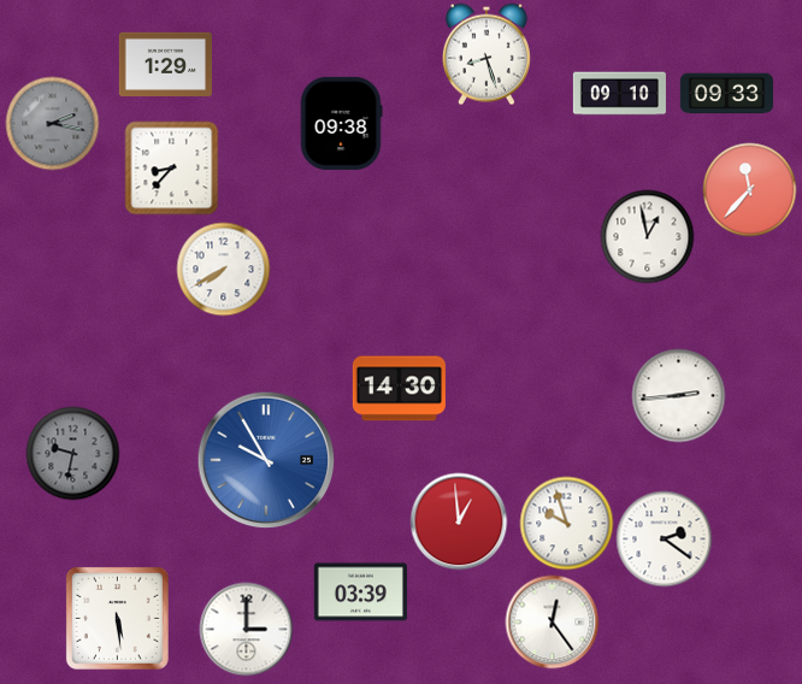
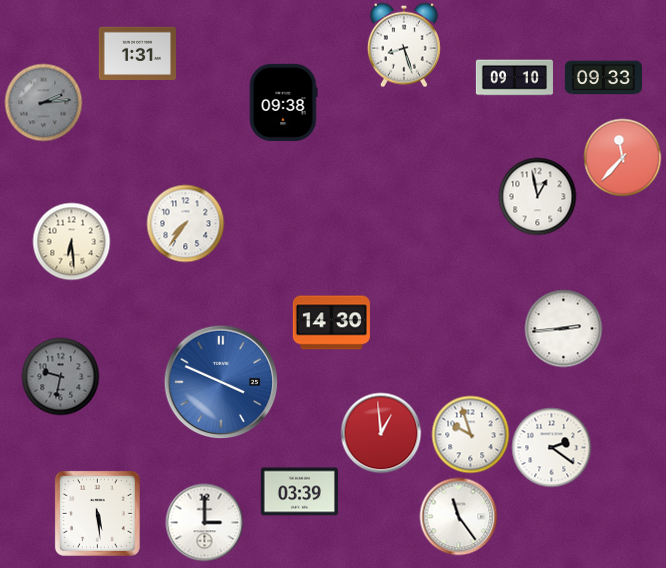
clock at (165, 64): 1:29 -> 1:31
clock at (52, 123): 2:17 -> 2:14
clock at (171, 167): 8:37 -> none
clock at (223, 269): 7:40 -> 7:36
clock at (71, 241): none -> 6:29
clock at (266, 460): 9:55 -> 3:49
clock at (552, 621): 12:24 -> 11:24
